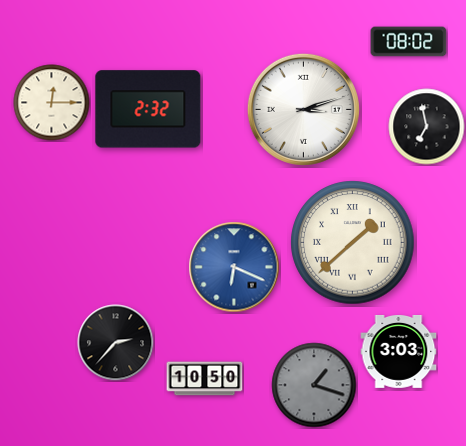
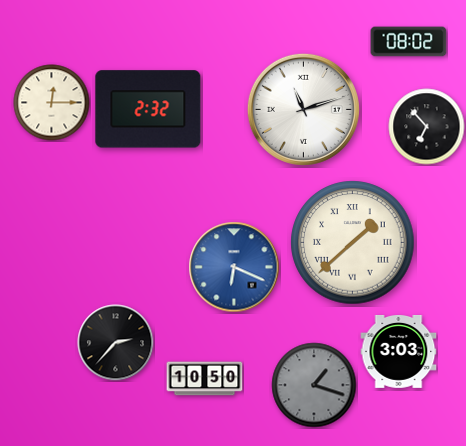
clock at (303, 109): 3:12 -> 11:12
clock at (427, 127): 6:58 -> 6:53
